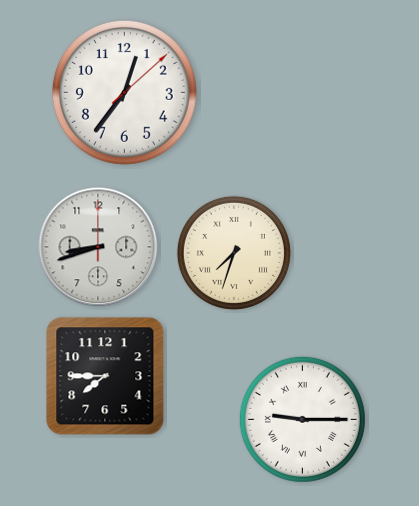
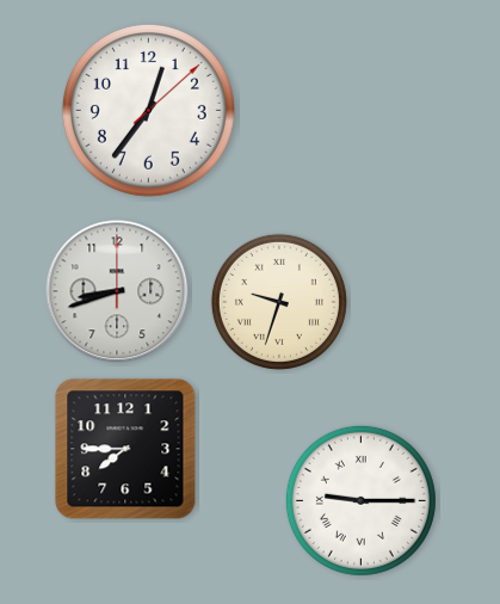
clock at (98, 247) position: (98, 247) -> (117, 291)
clock at (234, 253): 7:33 -> 9:33
